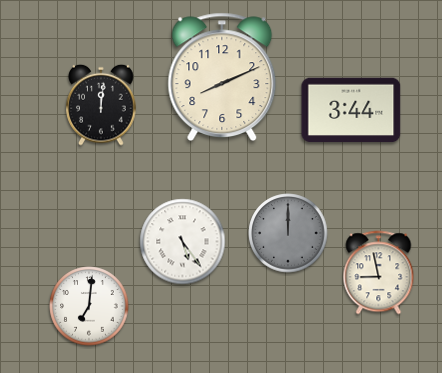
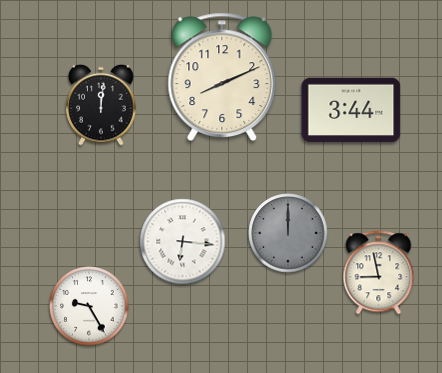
clock at (183, 242): 5:24 -> 6:16
clock at (89, 306): 7:01 -> 9:25
